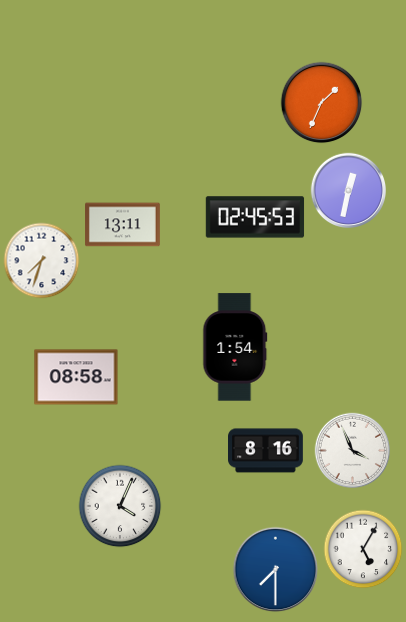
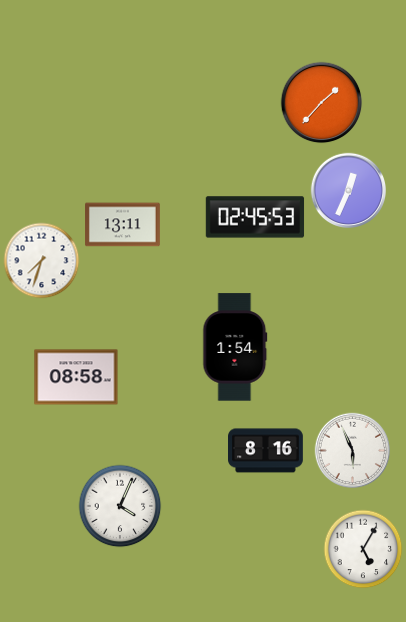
clock at (322, 103): 1:34 -> 1:37
clock at (349, 191): 12:32 -> 12:34
clock at (353, 451): 3:56 -> 5:56
clock at (276, 570): 7:30 -> none
